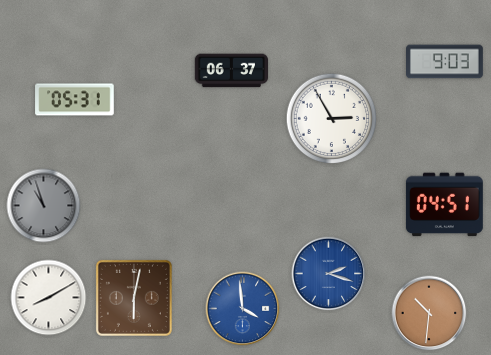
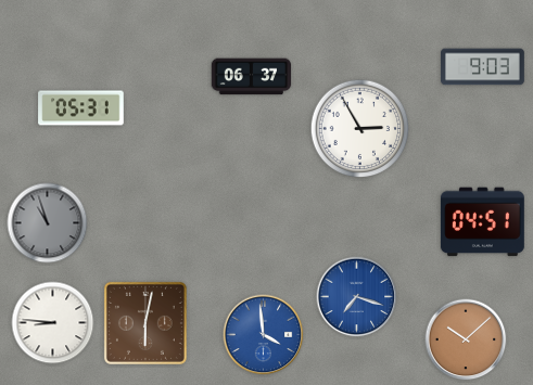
clock at (329, 274): 2:18 -> 7:18
clock at (49, 298): 8:10 -> 8:46
clock at (429, 313): 10:31 -> 10:08
